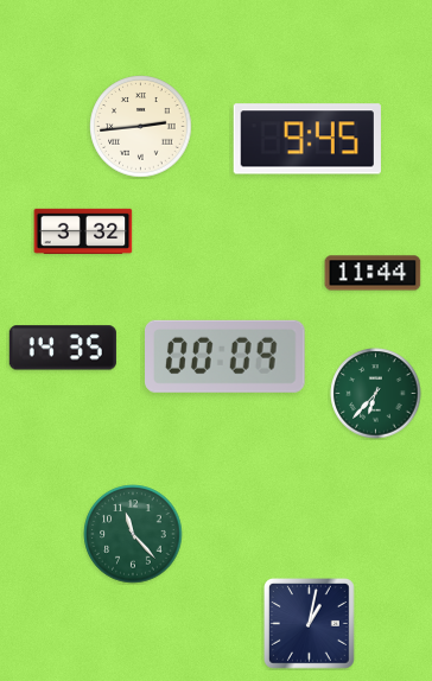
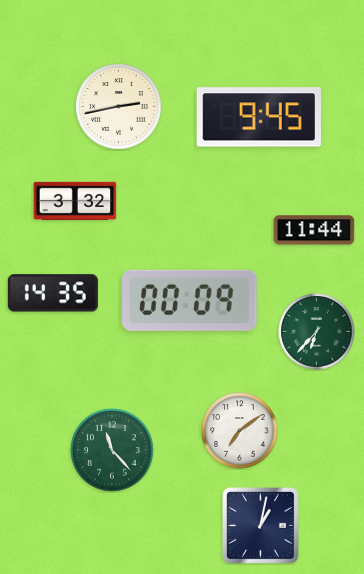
clock at (141, 127): 2:44 -> 2:43
clock at (83, 230) position: (83, 230) -> (75, 200)
clock at (240, 431): none -> 7:09
